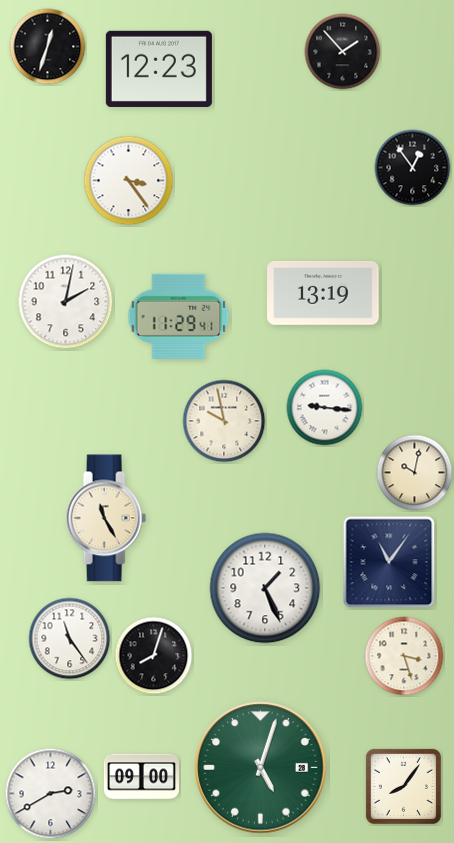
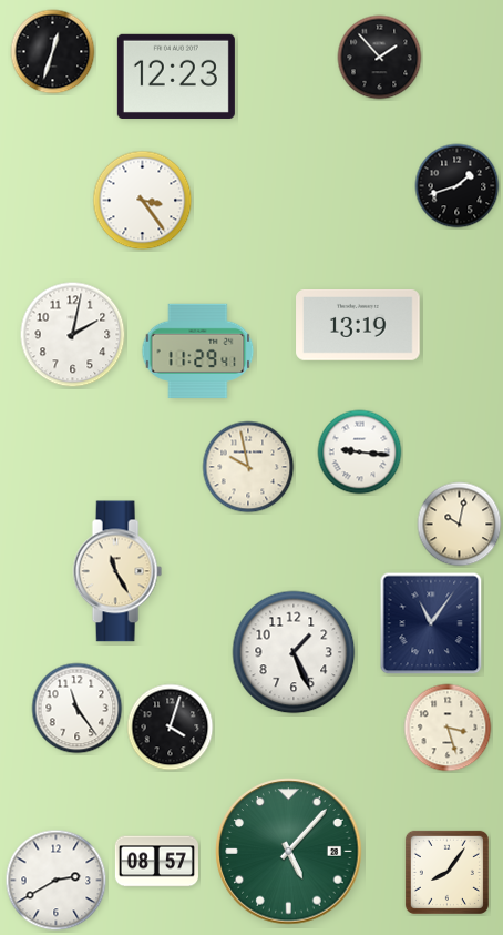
clock at (413, 168): 12:54 -> 1:42
clock at (106, 518) position: (106, 518) -> (117, 571)
clock at (154, 656): 8:03 -> 4:03
clock at (261, 768): 5:03 -> 5:07
clock at (141, 777): 09:00 -> 08:57
